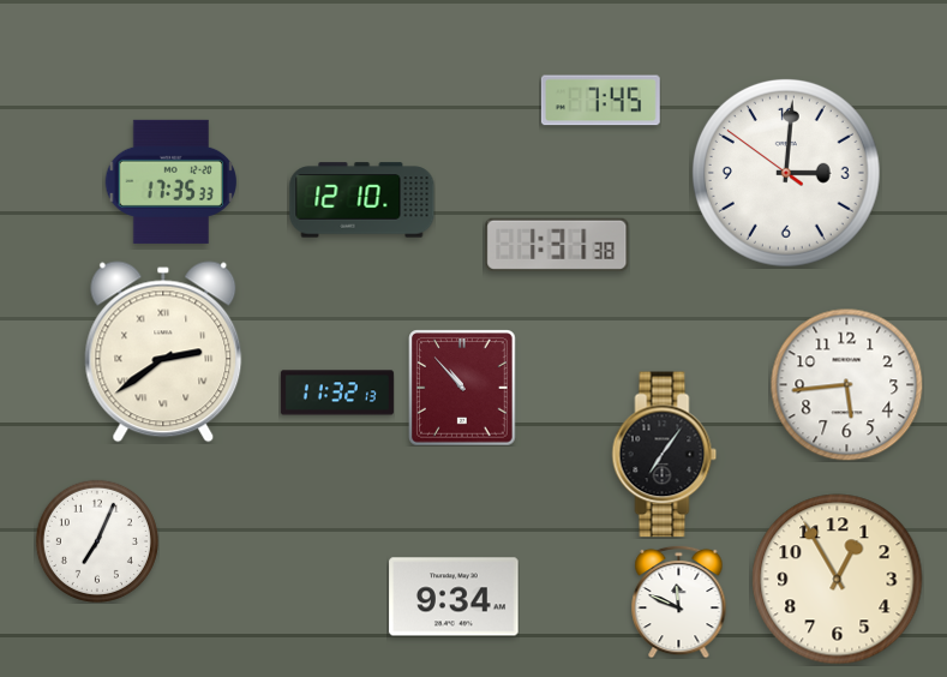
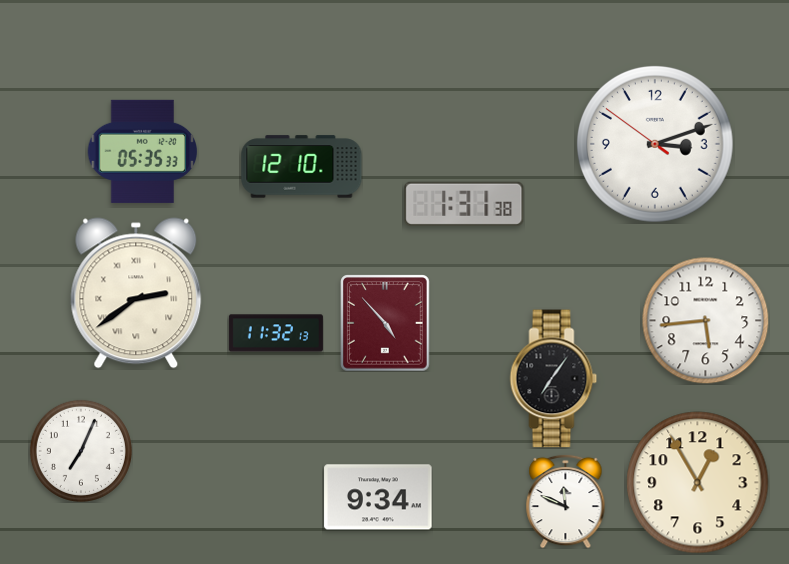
clock at (600, 101): 7:45 -> none
clock at (786, 173): 3:00 -> 3:11
clock at (170, 181): 17:35 -> 05:35
clock at (462, 388): 10:53 -> 4:53
clock at (337, 393) position: (337, 393) -> (276, 333)
